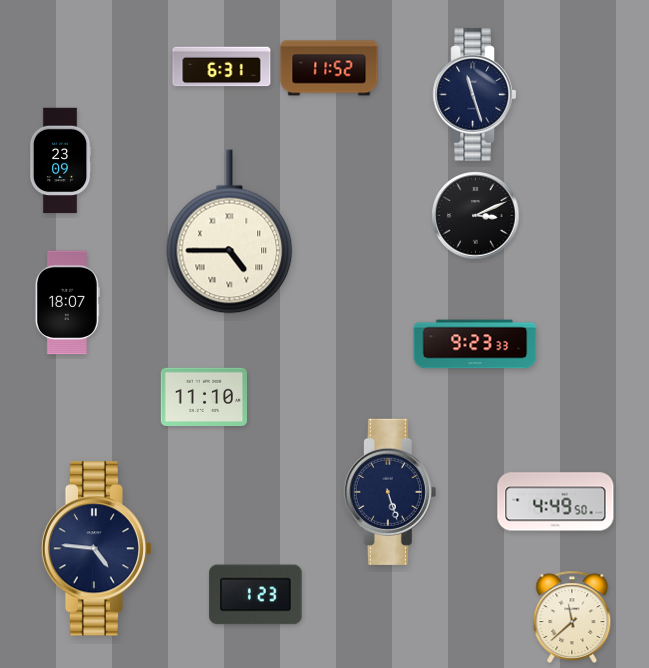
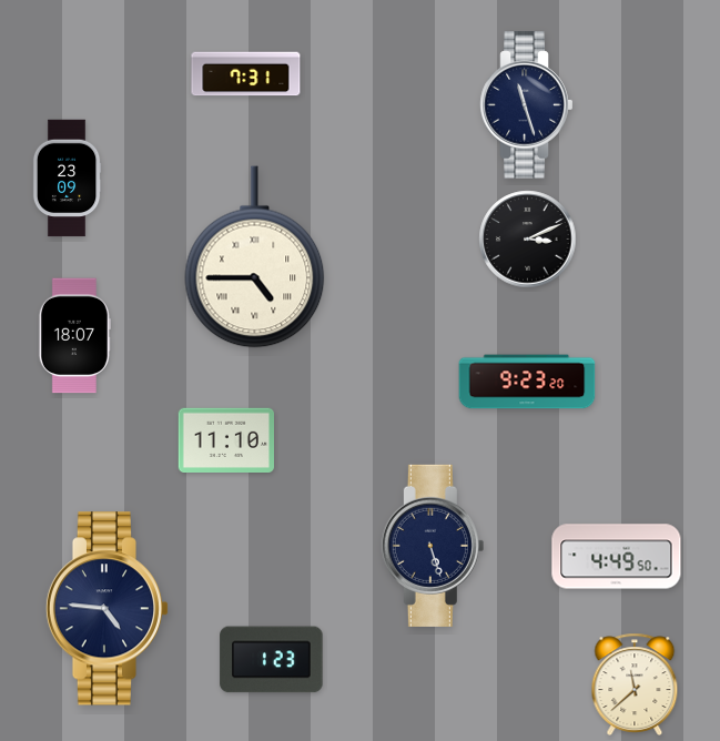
clock at (222, 67): 6:31 -> 7:31
clock at (329, 68): 11:52 -> none
clock at (475, 344): 9:23:33 -> 9:23:20
clock at (256, 595) position: (256, 595) -> (272, 660)
